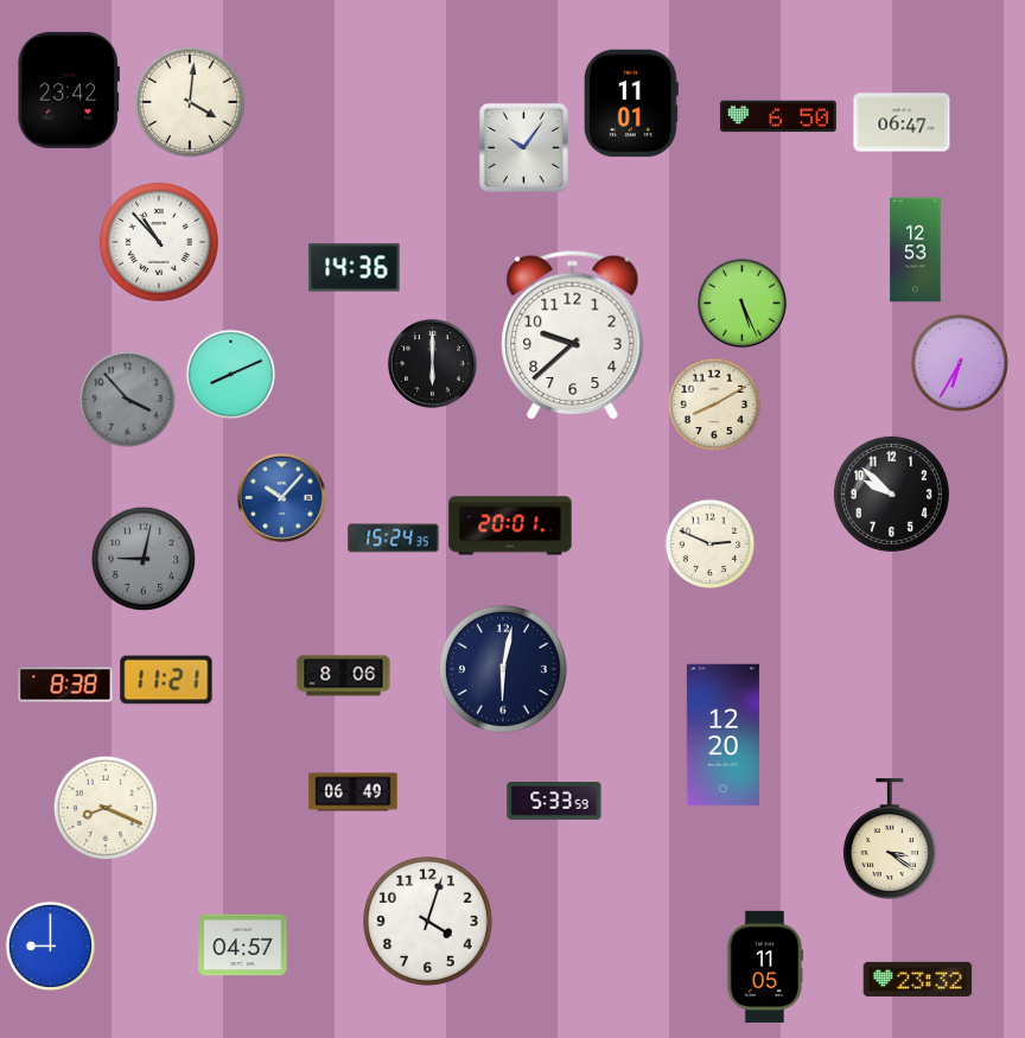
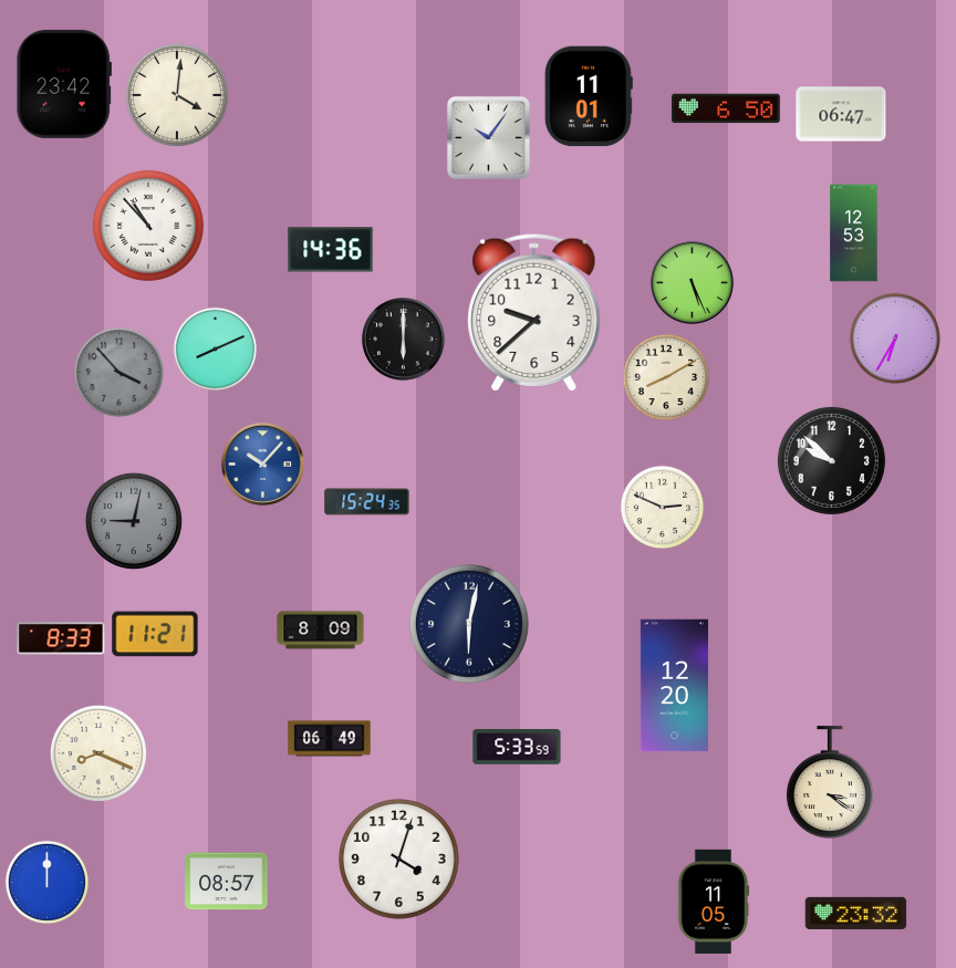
clock at (510, 526): 20:01 -> none
clock at (344, 676): 8:06 -> 8:09
clock at (65, 684): 8:38 -> 8:33
clock at (243, 945): 04:57 -> 08:57
clock at (51, 947): 9:00 -> 12:00
